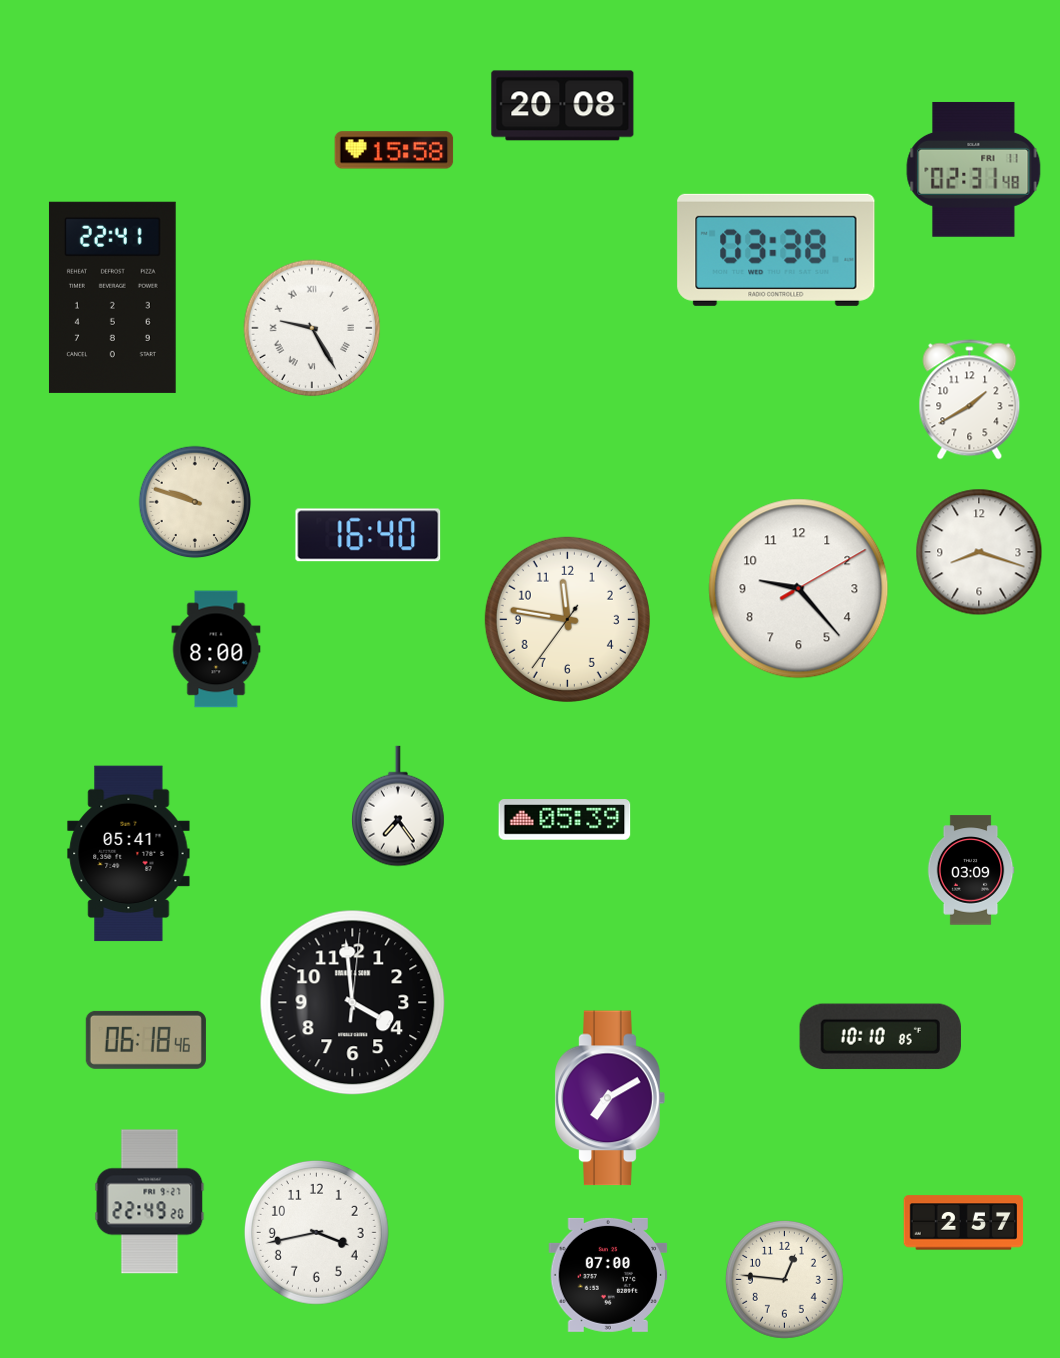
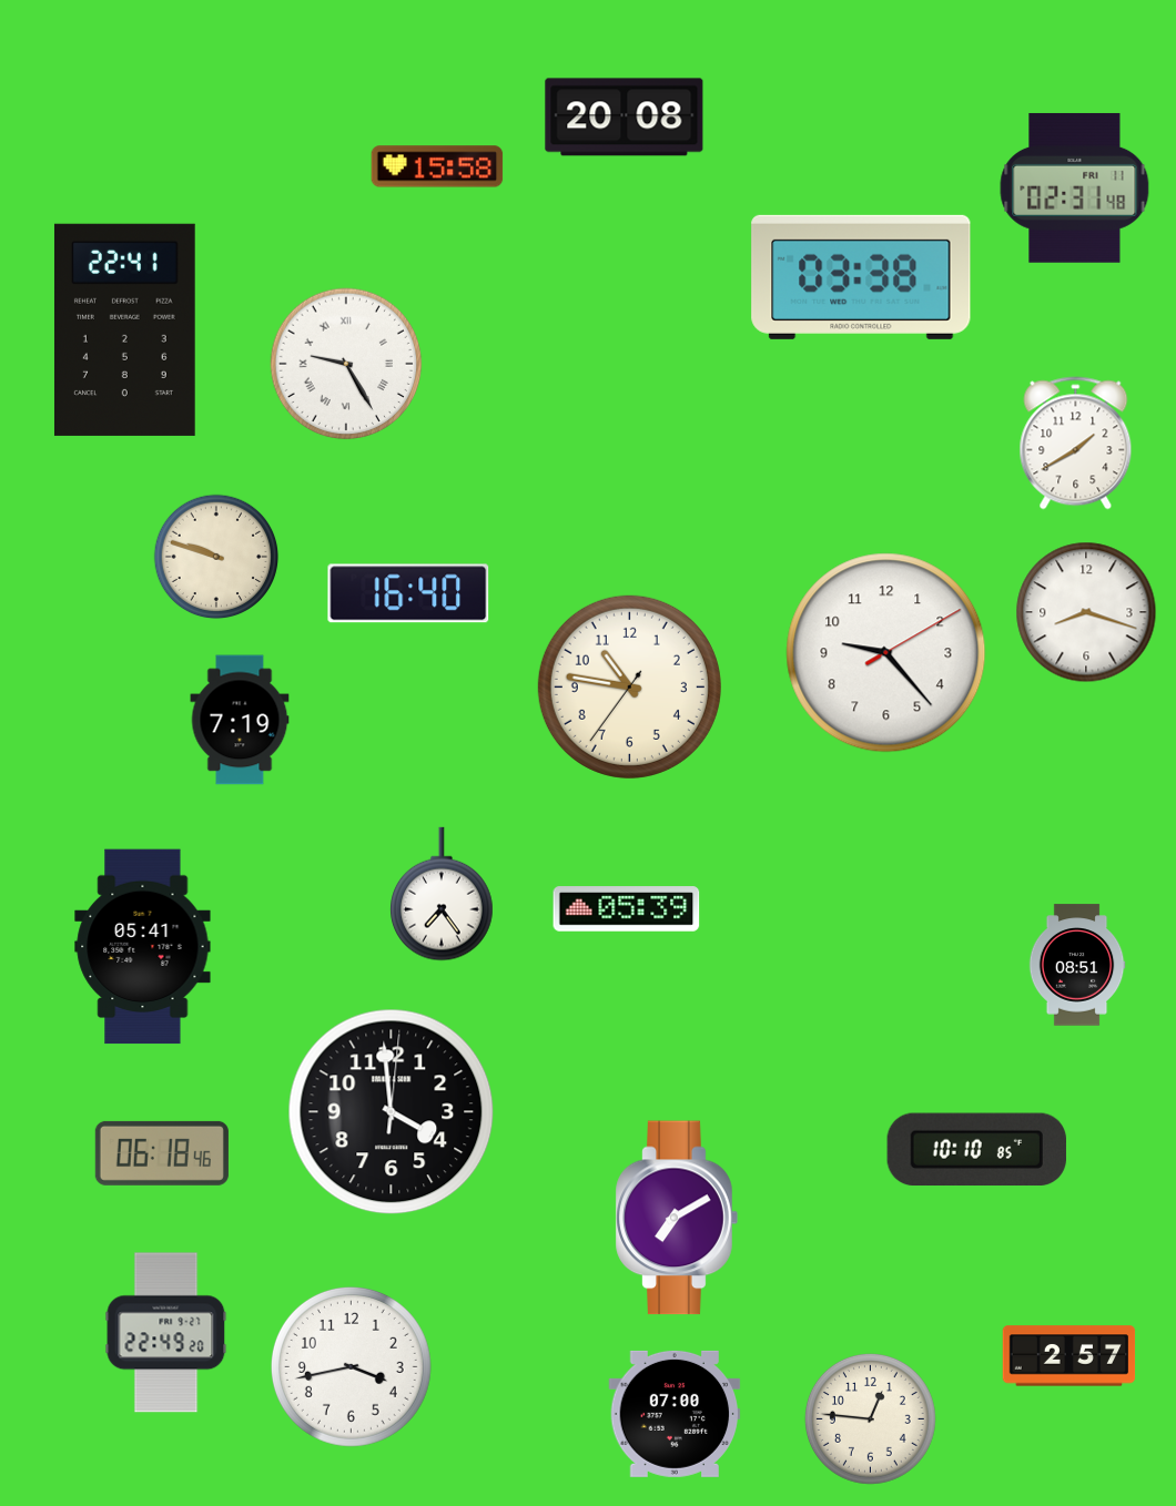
clock at (974, 169) position: (974, 169) -> (1075, 187)
clock at (567, 619): 11:46 -> 10:46
clock at (216, 649): 8:00 -> 7:19
clock at (971, 870): 03:09 -> 08:51
